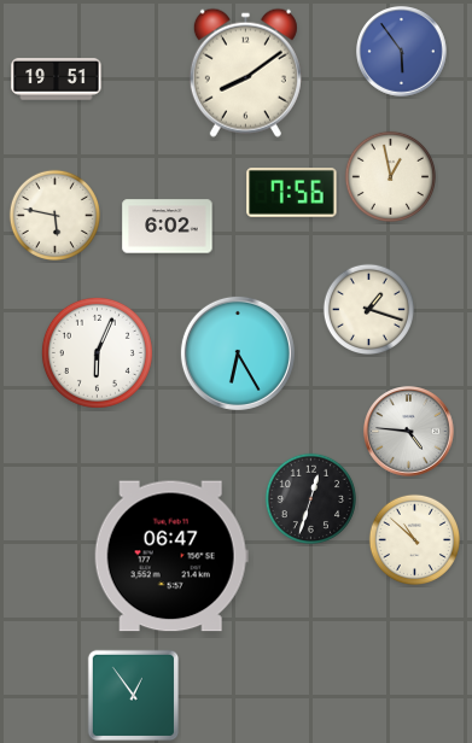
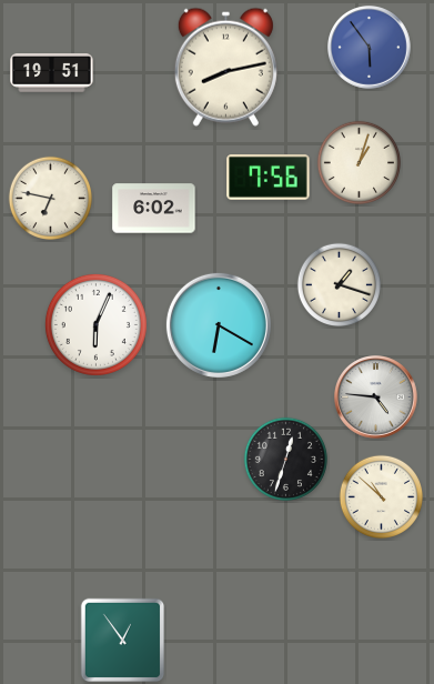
clock at (245, 72): 8:09 -> 8:13
clock at (390, 176): 12:58 -> 1:03
clock at (54, 215): 5:47 -> 6:47
clock at (97, 352) position: (97, 352) -> (95, 324)
clock at (238, 353): 6:25 -> 6:20
clock at (171, 556): 06:47 -> none
